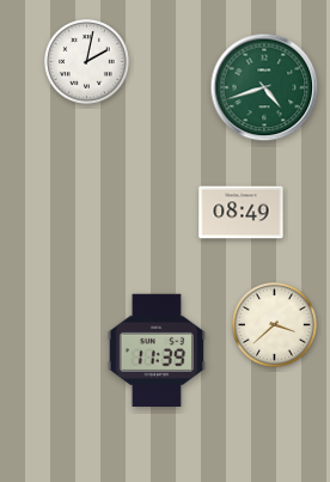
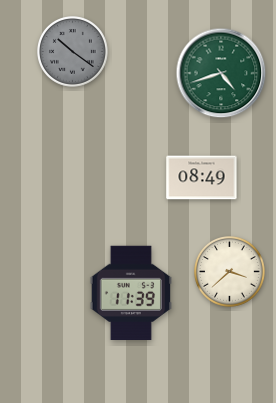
clock at (87, 62): 2:02 -> 10:21
clock at (87, 62) dial: white -> grey
